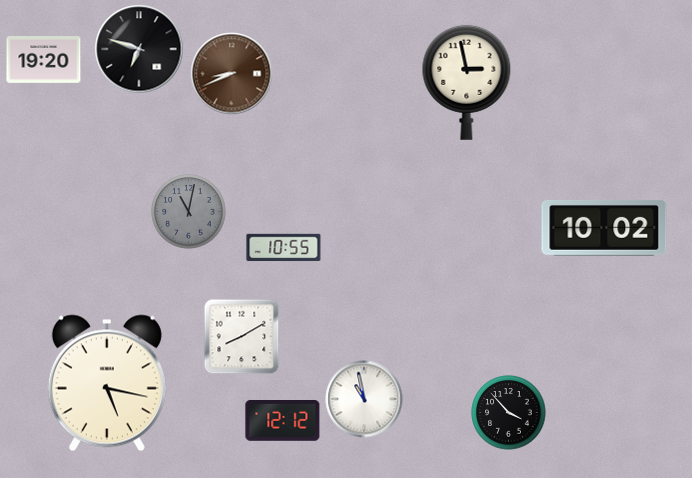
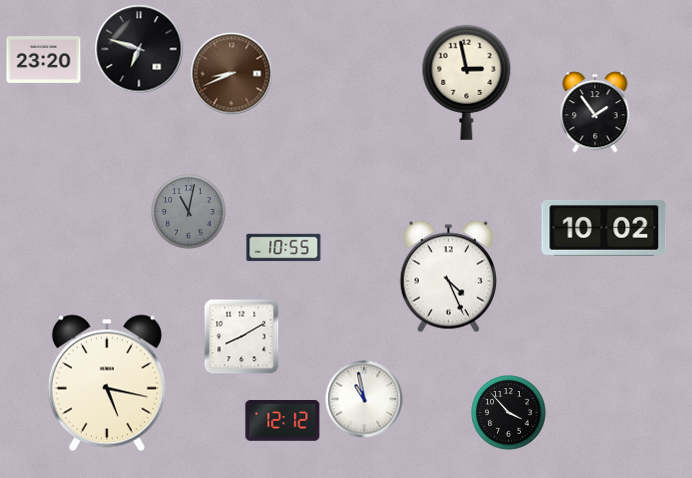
clock at (44, 60): 19:20 -> 23:20
clock at (595, 112): none -> 1:54
clock at (448, 277): none -> 4:26
